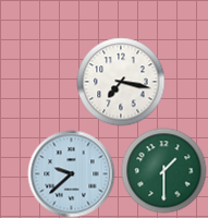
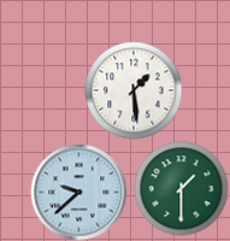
clock at (121, 82): 7:17 -> 1:29
